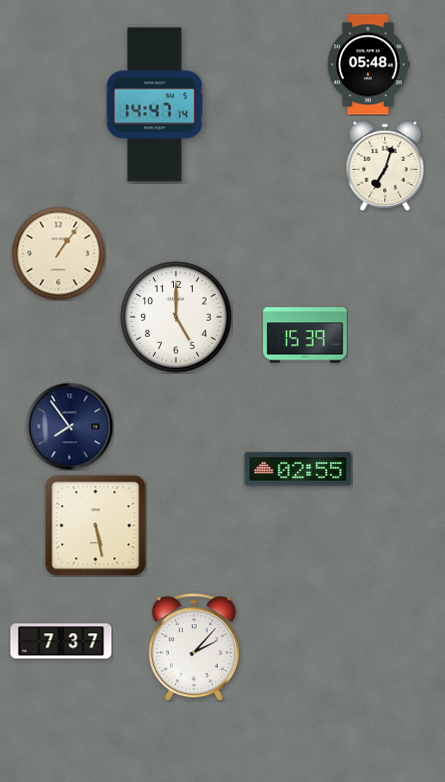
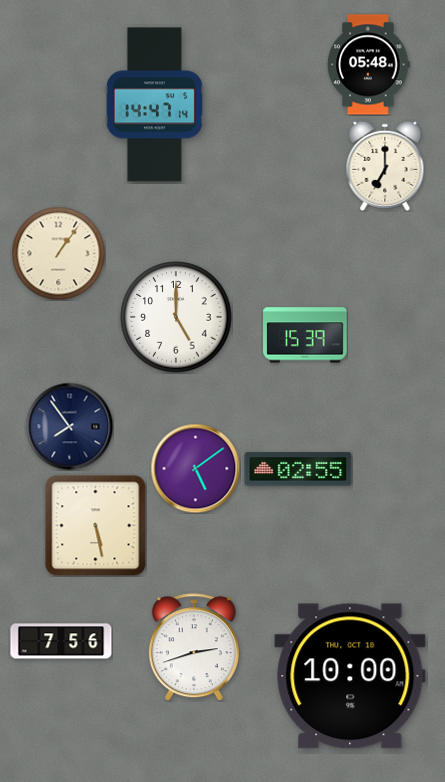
clock at (385, 166): 7:03 -> 7:00
clock at (195, 468): none -> 5:09
clock at (61, 641): 7:37 -> 7:56
clock at (194, 647): 2:07 -> 2:42
clock at (350, 676): none -> 10:00
